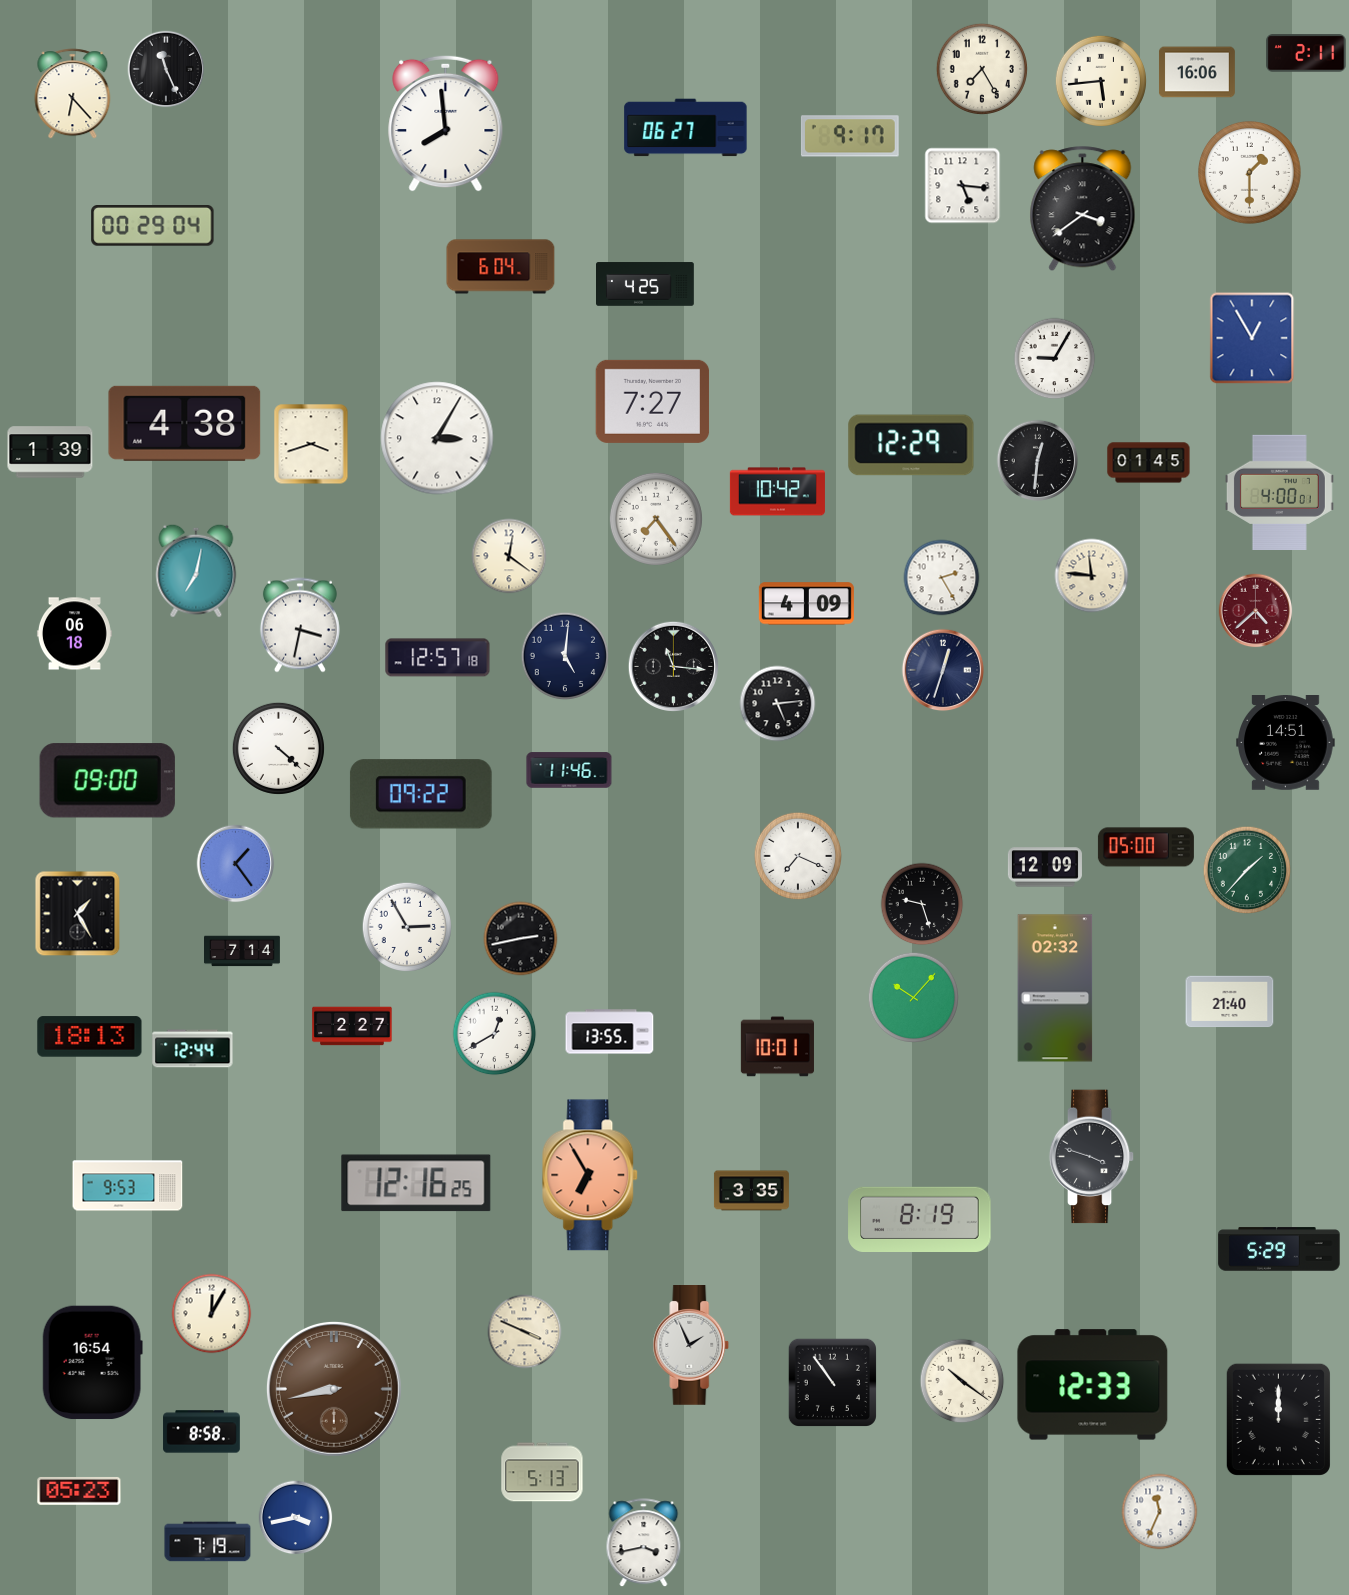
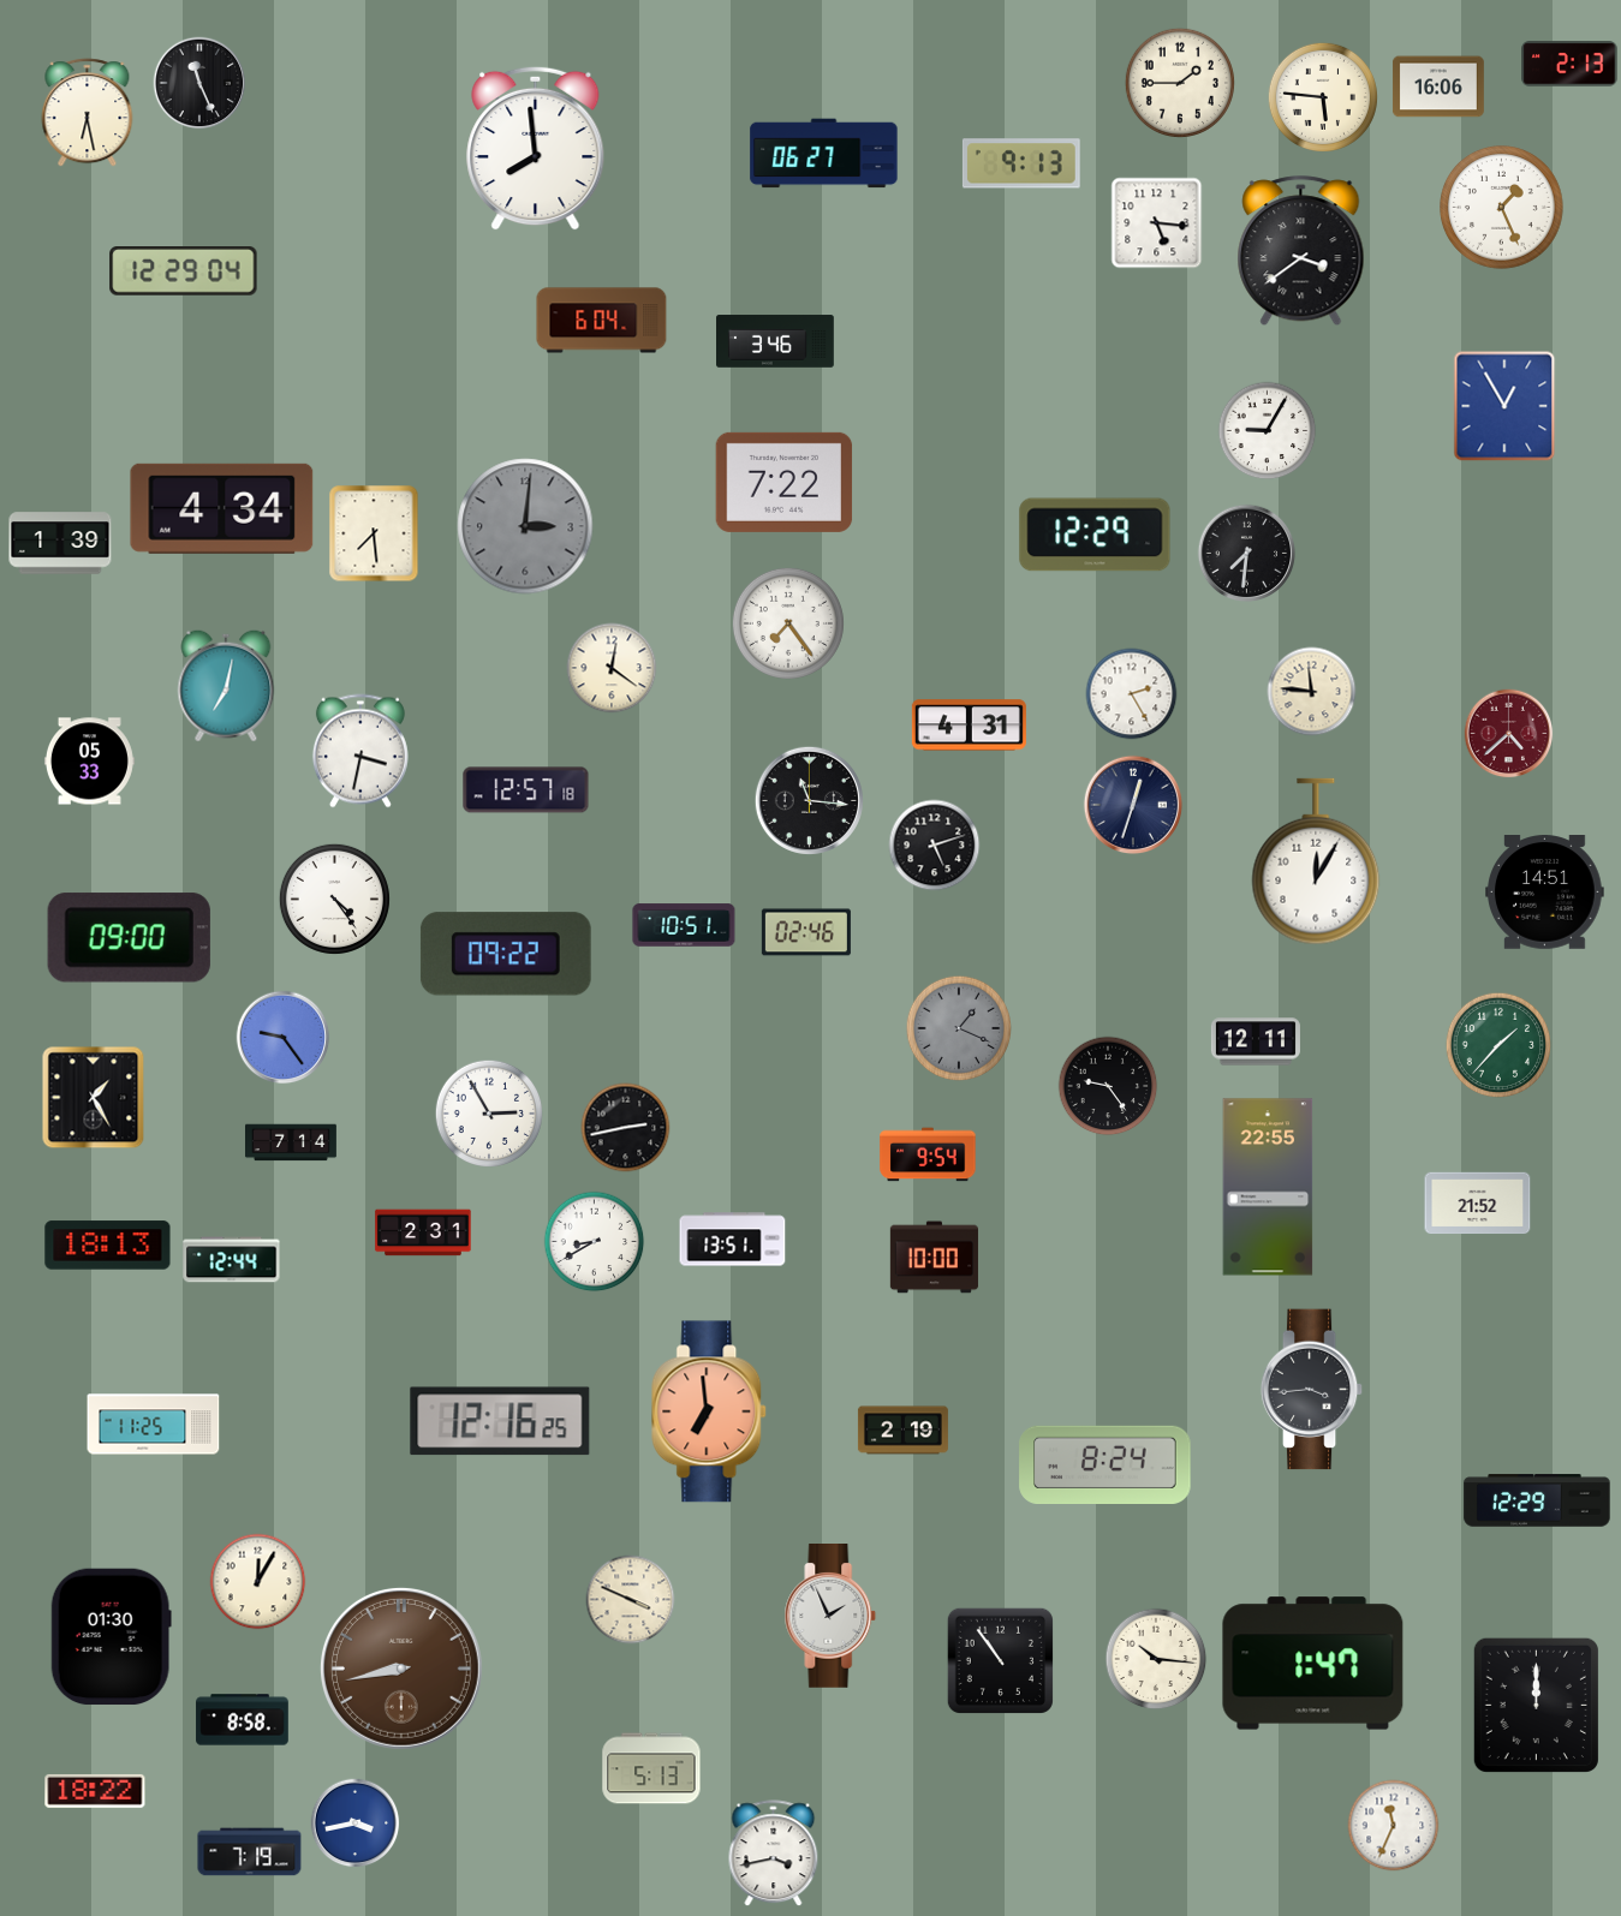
clock at (1306, 53): 2:11 -> 2:13
clock at (982, 69): 7:25 -> 1:45
clock at (1101, 81): 5:44 -> 5:46
clock at (73, 94): 6:23 -> 6:28
clock at (850, 136): 9:17 -> 9:13
clock at (1250, 173): 1:30 -> 1:26
clock at (153, 226): 00:29 -> 12:29
clock at (646, 284): 4:25 -> 3:46
clock at (653, 401): 7:27 -> 7:22
clock at (185, 423): 4:38 -> 4:34
clock at (437, 438): 3:05 -> 3:01
clock at (437, 438) dial: white -> grey
clock at (311, 444): 3:42 -> 7:29
clock at (1038, 461): 12:31 -> 7:31
clock at (1149, 463): 01:45 -> none
clock at (777, 492): 10:42 -> none
clock at (1279, 492): 4:00 -> none
clock at (196, 571) position: (196, 571) -> (226, 686)
clock at (806, 604): 4:09 -> 4:31
clock at (74, 634): 06:18 -> 05:33
clock at (565, 656): 5:01 -> none
clock at (778, 704): 5:14 -> 5:12
clock at (1316, 861): none -> 12:05
clock at (278, 748): 4:22 -> 4:24
clock at (569, 770): 11:46 -> 10:51
clock at (806, 932): none -> 02:46
clock at (1146, 847): 05:00 -> none
clock at (798, 856): 7:19 -> 1:19
clock at (798, 856) dial: white -> grey
clock at (236, 864): 1:24 -> 9:24
clock at (1045, 867): 12:09 -> 12:11
clock at (922, 904): 9:27 -> 9:24
clock at (928, 1154): none -> 9:54
clock at (1055, 988): 02:32 -> 22:55
clock at (913, 997): 10:07 -> none
clock at (1230, 1002): 21:40 -> 21:52
clock at (352, 1026): 2:27 -> 2:31
clock at (610, 1032): 13:55 -> 13:51
clock at (495, 1034): 12:40 -> 8:40
clock at (777, 1047): 10:01 -> 10:00
clock at (1092, 1157): 3:48 -> 3:44
clock at (591, 1175): 6:55 -> 6:59
clock at (128, 1186): 9:53 -> 11:25
clock at (751, 1191): 3:35 -> 2:19
clock at (920, 1219): 8:19 -> 8:24
clock at (1279, 1249): 5:29 -> 12:29
clock at (212, 1314) position: (212, 1314) -> (258, 1582)
clock at (92, 1363): 16:54 -> 01:30
clock at (962, 1381): 10:21 -> 10:16
clock at (1093, 1385): 12:33 -> 1:47
clock at (79, 1491): 05:23 -> 18:22
clock at (1160, 1512) position: (1160, 1512) -> (1394, 1826)
